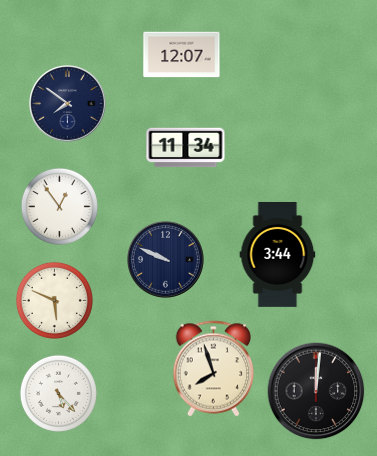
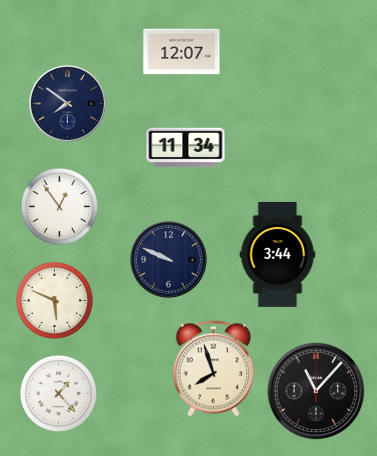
clock at (182, 55) position: (182, 55) -> (182, 52)
clock at (166, 260) position: (166, 260) -> (169, 260)
clock at (316, 391): 12:01 -> 11:07
clock at (58, 393): 5:23 -> 1:23
